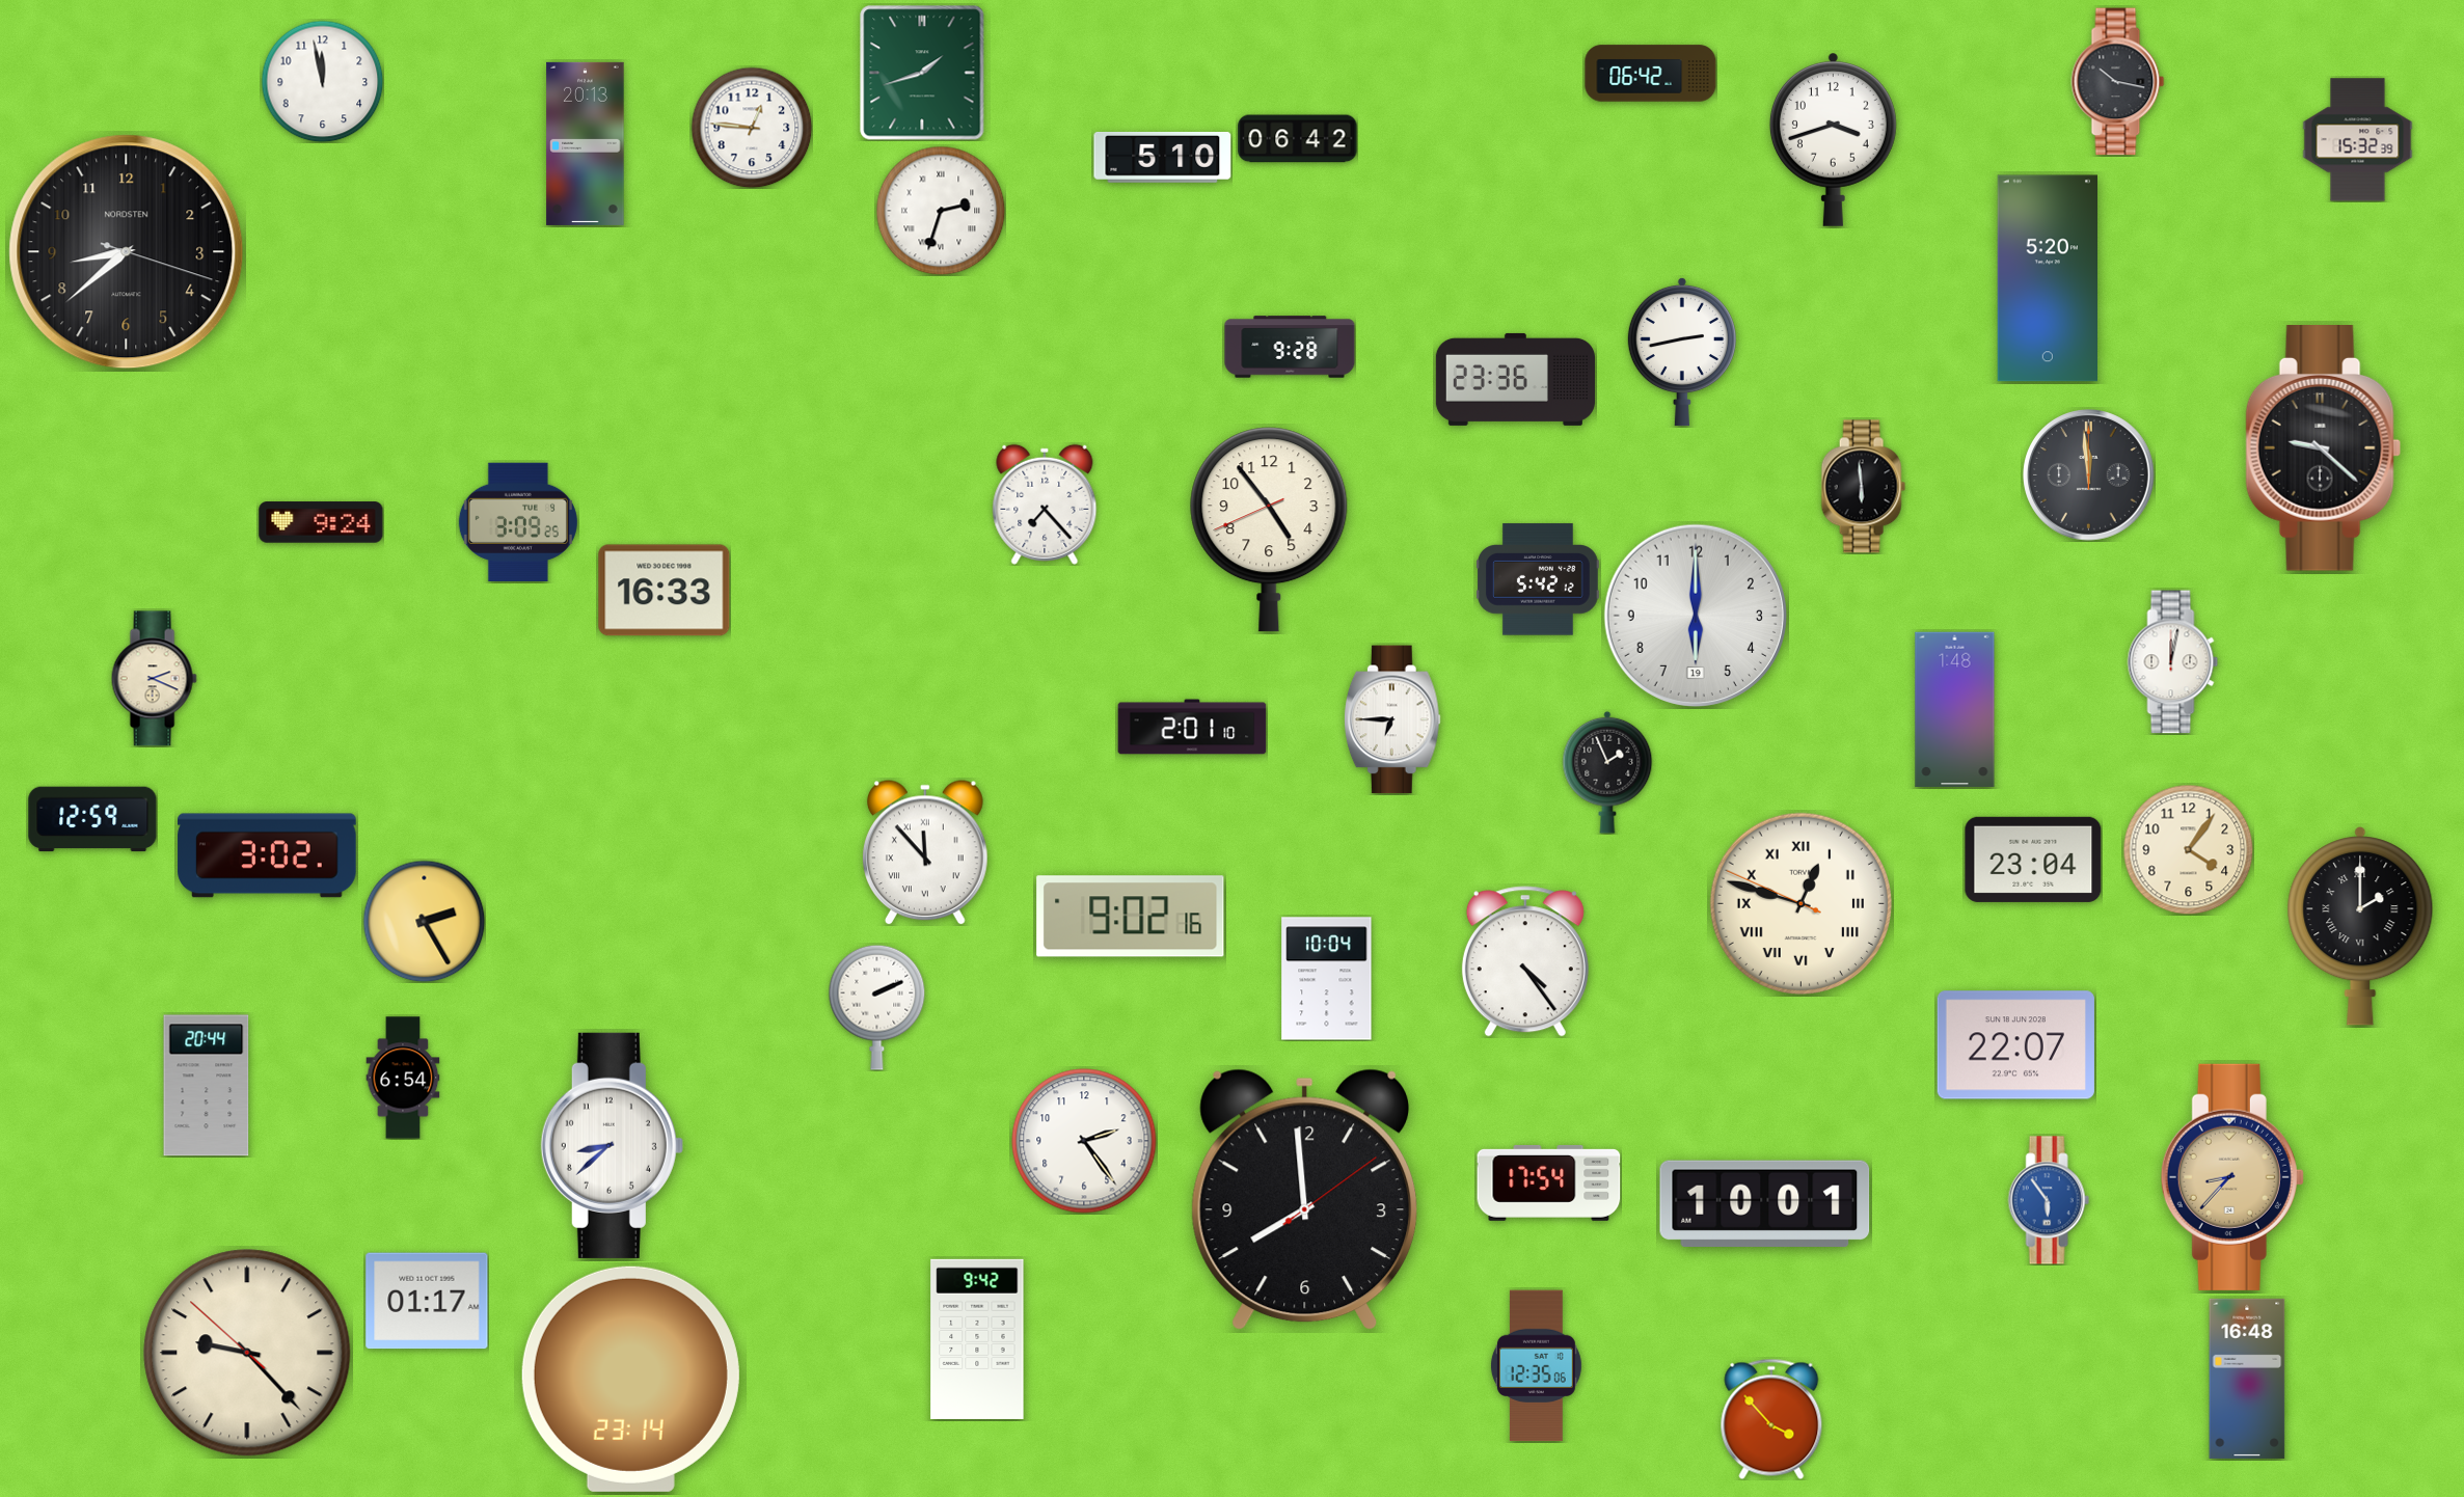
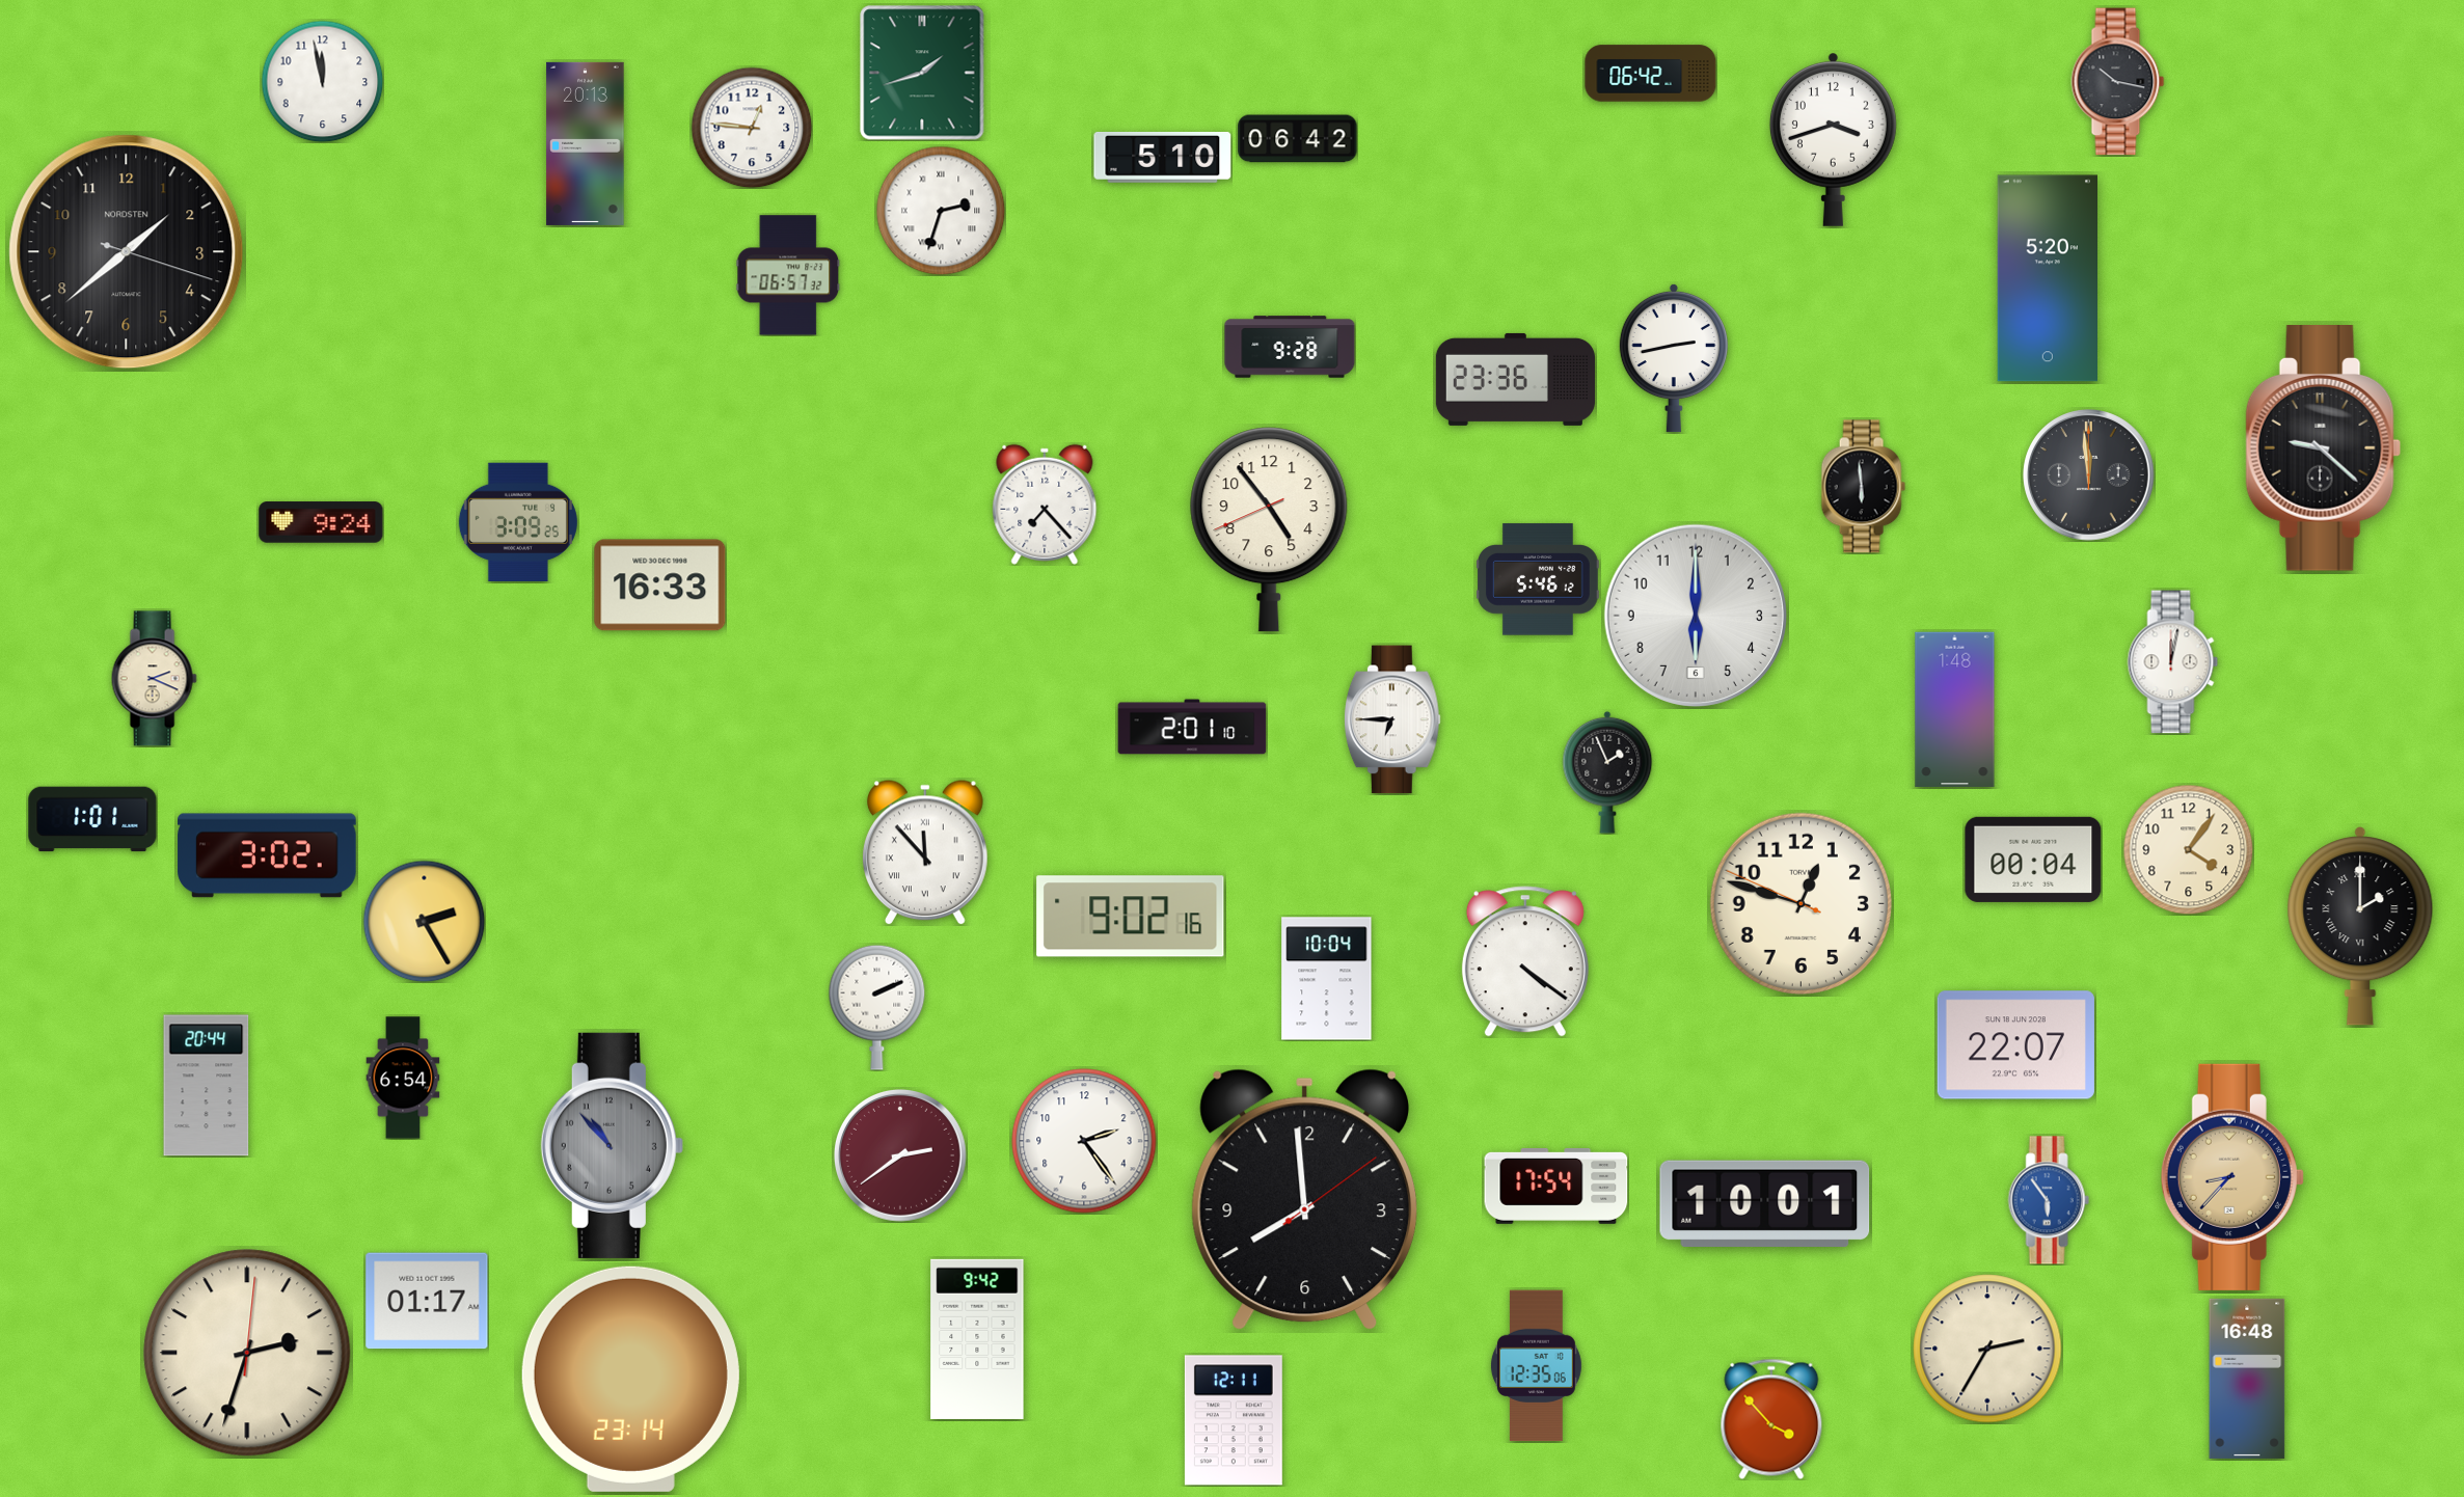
clock at (2358, 140): 15:32 -> none
clock at (127, 252): 8:38 -> 1:38
clock at (788, 275): none -> 06:57
clock at (1682, 352) position: (1682, 352) -> (1674, 358)
clock at (1539, 579): 5:42 -> 5:46
clock at (665, 591) position: (665, 591) -> (660, 586)
clock at (1696, 616) date: 19 -> 6
clock at (92, 819): 12:59 -> 1:01
clock at (2033, 860): 23:04 -> 00:04
clock at (1800, 903) numerals: Roman -> Arabic
clock at (1525, 961): 4:24 -> 4:21
clock at (612, 1145): 8:38 -> 10:53
clock at (612, 1145) dial: white -> grey
clock at (900, 1155): none -> 2:39
clock at (1549, 1182) position: (1549, 1182) -> (1556, 1186)
clock at (1987, 1349): none -> 2:35
clock at (247, 1353): 9:22 -> 2:33
clock at (1234, 1420): none -> 12:11
